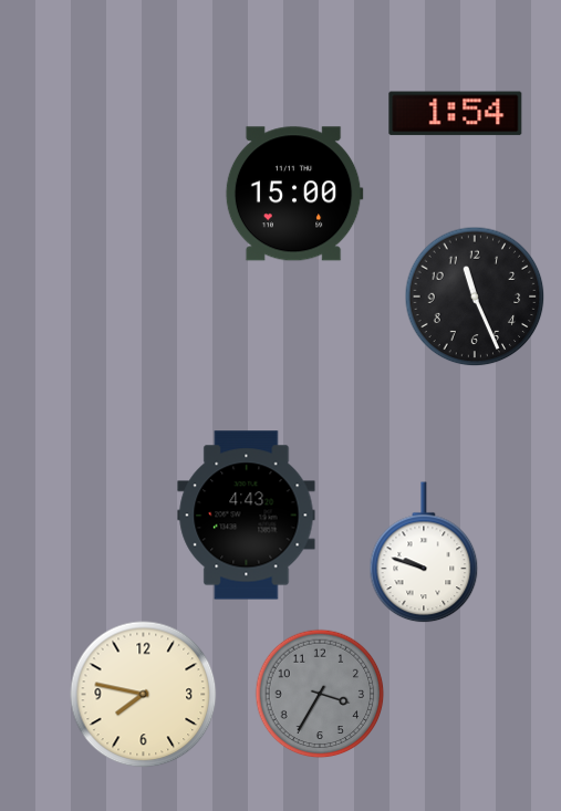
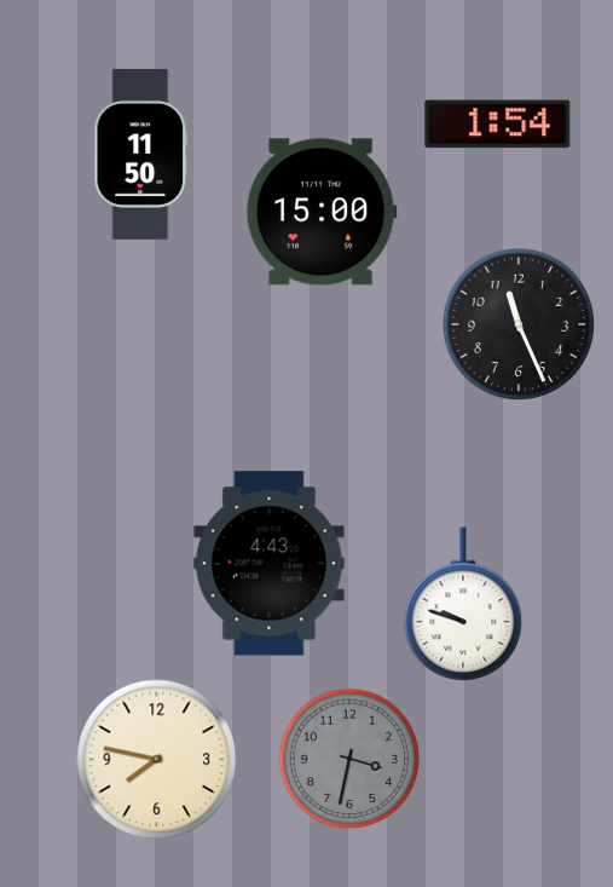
clock at (141, 154): none -> 11:50
clock at (320, 694): 3:35 -> 3:32
